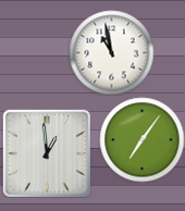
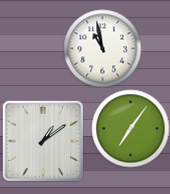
clock at (47, 153): 12:59 -> 1:09
